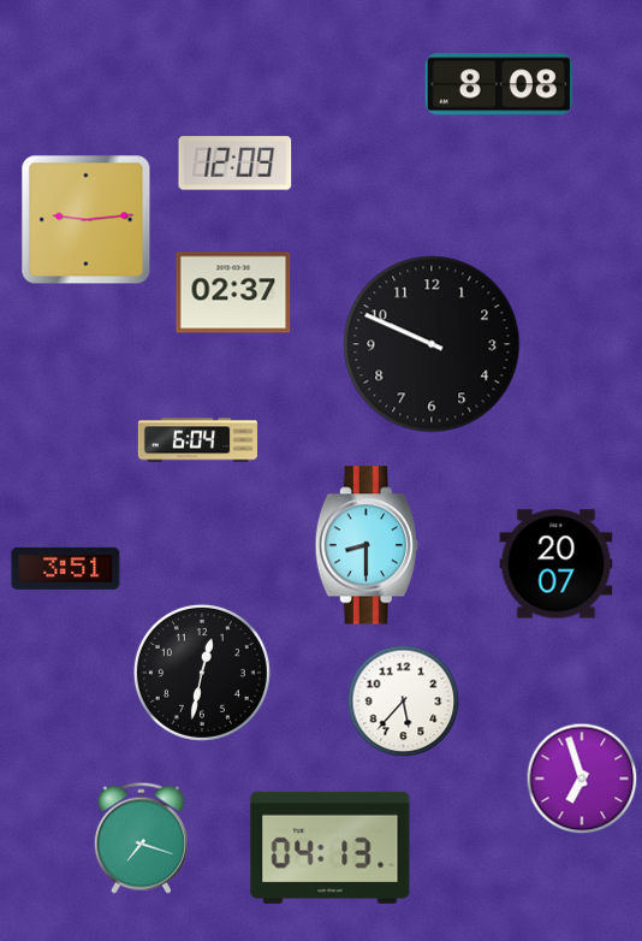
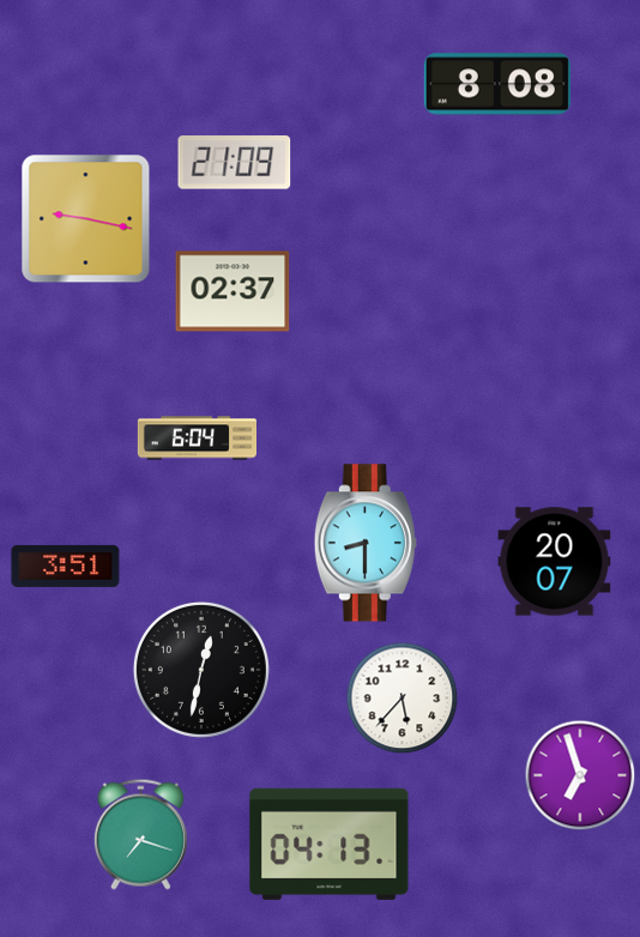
clock at (236, 164): 12:09 -> 21:09
clock at (87, 220): 9:14 -> 9:17
clock at (432, 344): 9:49 -> none
